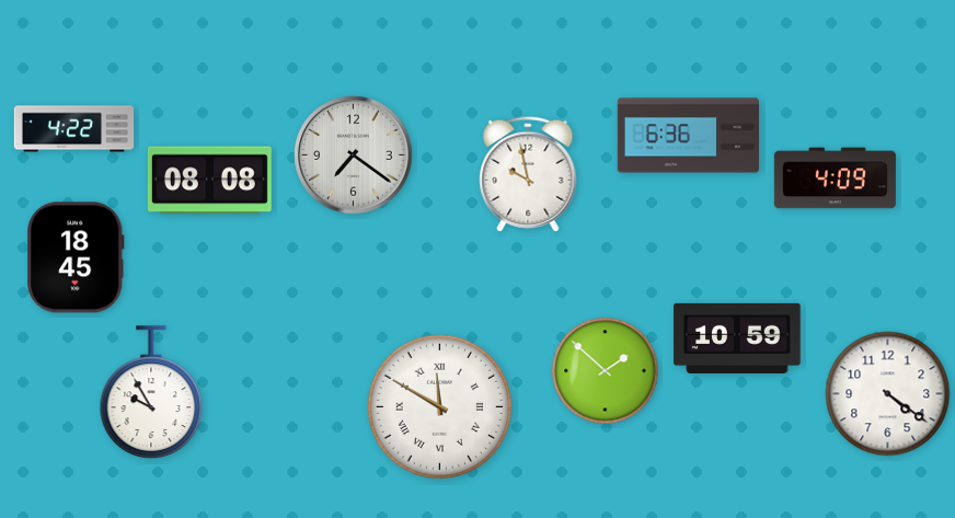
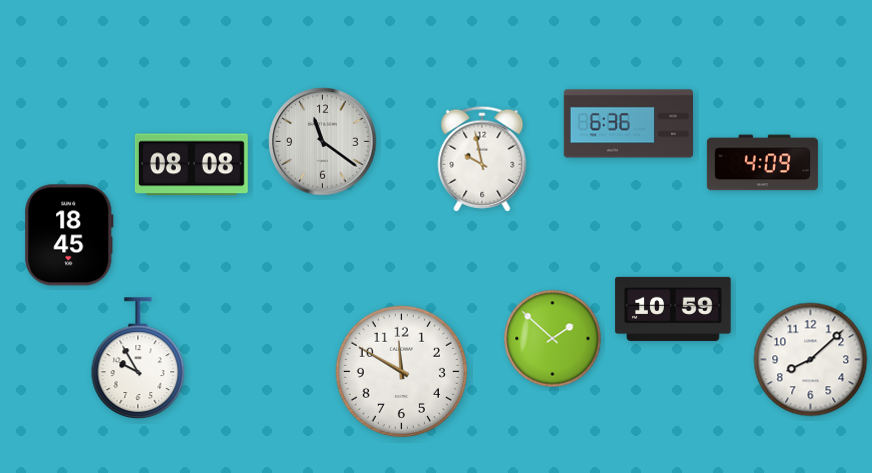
clock at (74, 129): 4:22 -> none
clock at (354, 156): 7:21 -> 11:21
clock at (888, 394): 4:21 -> 8:08
clock at (439, 406) numerals: Roman -> Arabic
